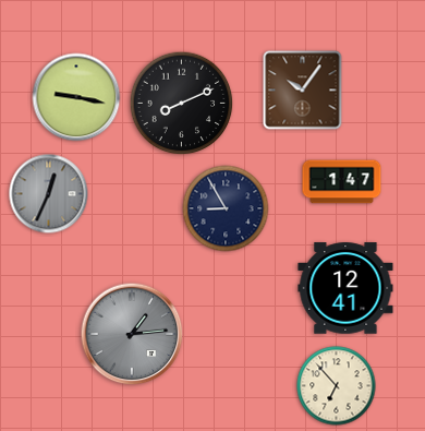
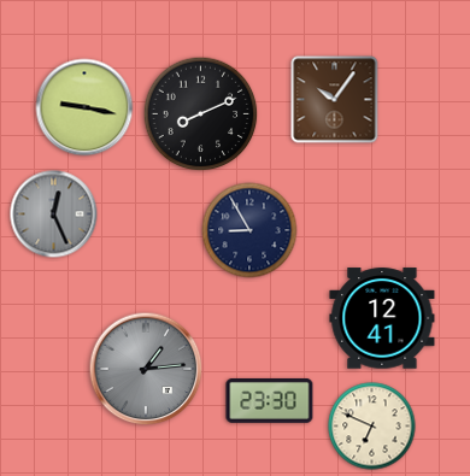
clock at (342, 182): 1:47 -> none
clock at (49, 194): 12:34 -> 12:26
clock at (270, 401): none -> 23:30
clock at (337, 386): 6:53 -> 6:49
